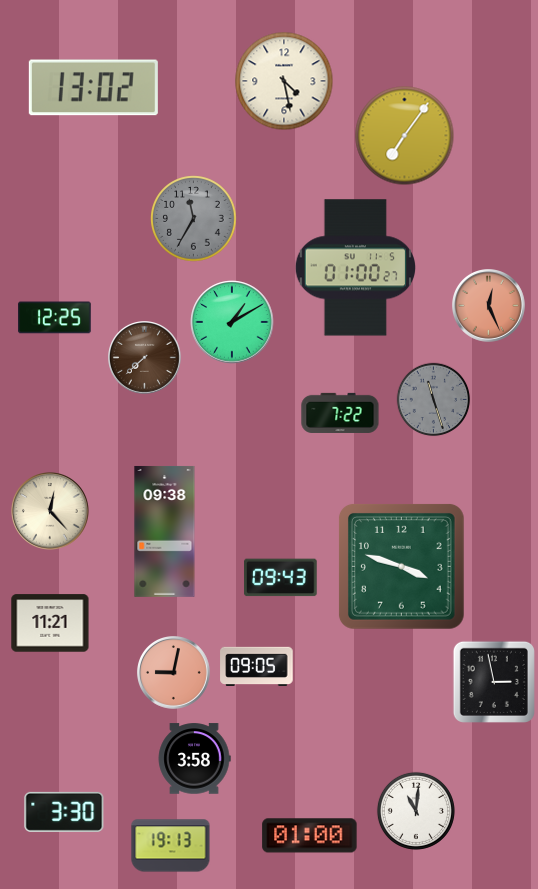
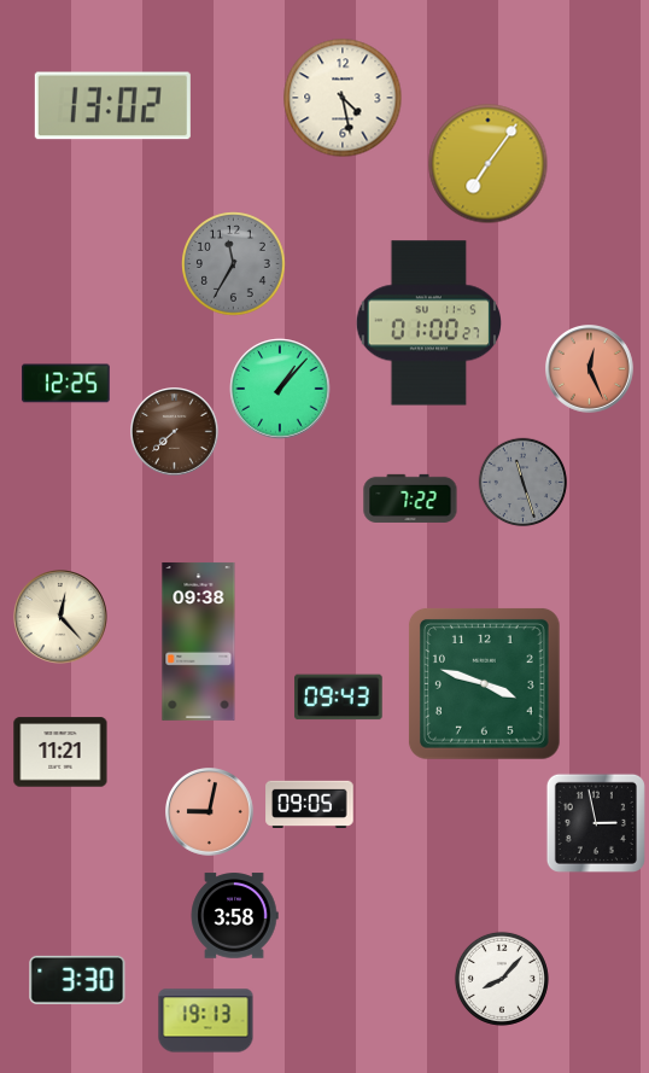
clock at (232, 322): 1:10 -> 1:07
clock at (416, 811): 11:01 -> 8:07
clock at (310, 836): 01:00 -> none
